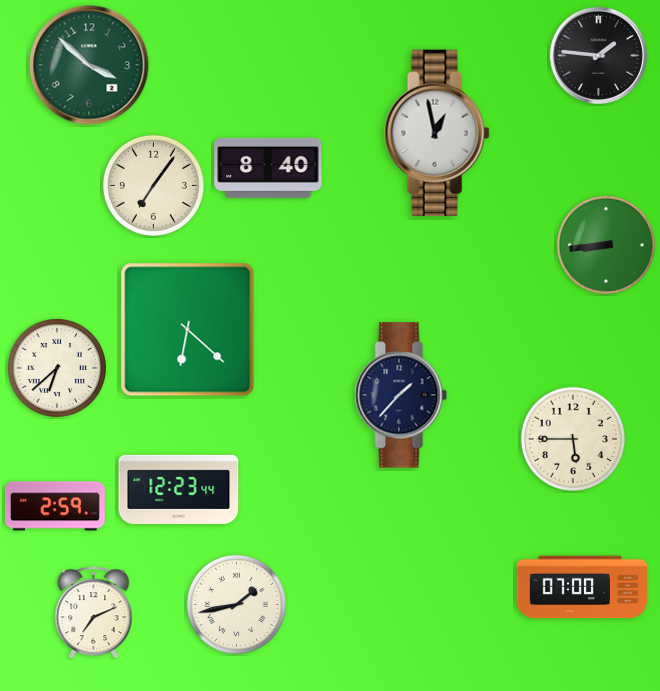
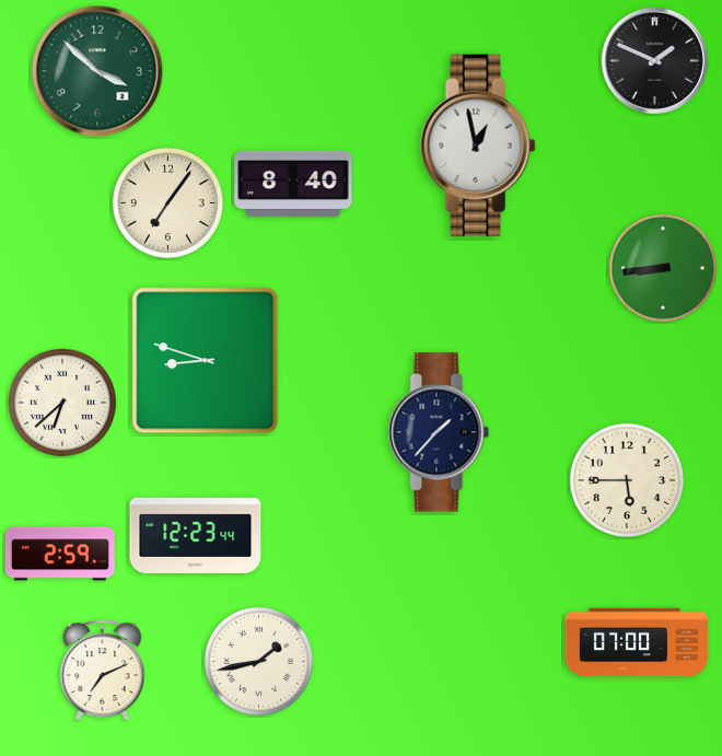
clock at (598, 55): 1:46 -> 1:49
clock at (188, 330): 6:22 -> 8:48
